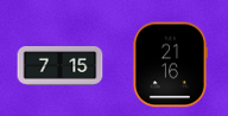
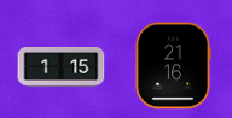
clock at (61, 66): 7:15 -> 1:15
